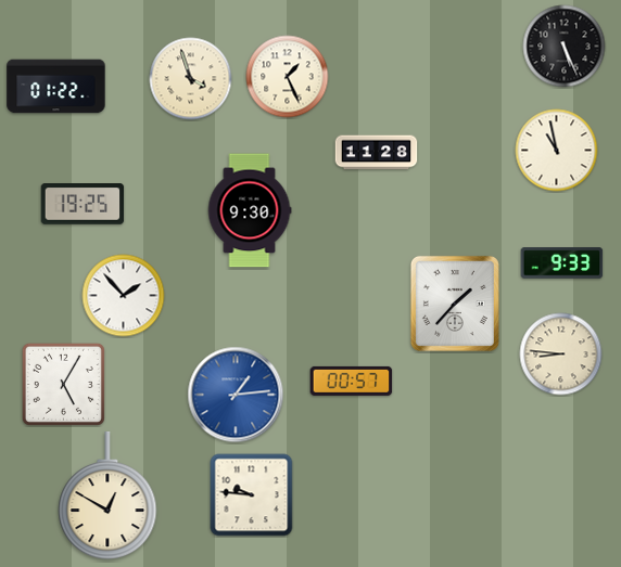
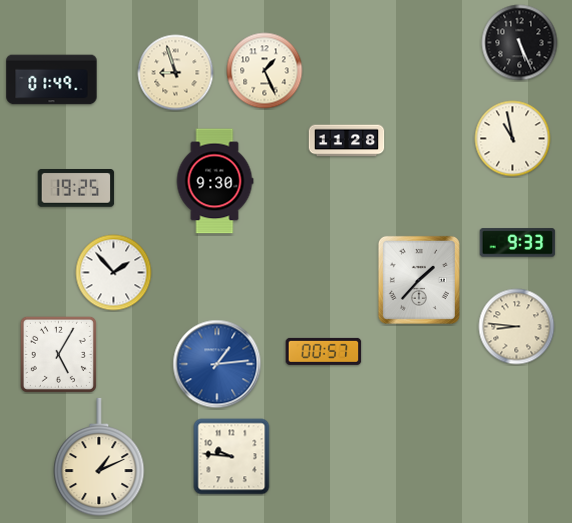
clock at (191, 79): 3:57 -> 8:57
clock at (56, 87): 01:22 -> 01:49
clock at (250, 210) position: (250, 210) -> (215, 181)
clock at (107, 495): 12:50 -> 1:11
